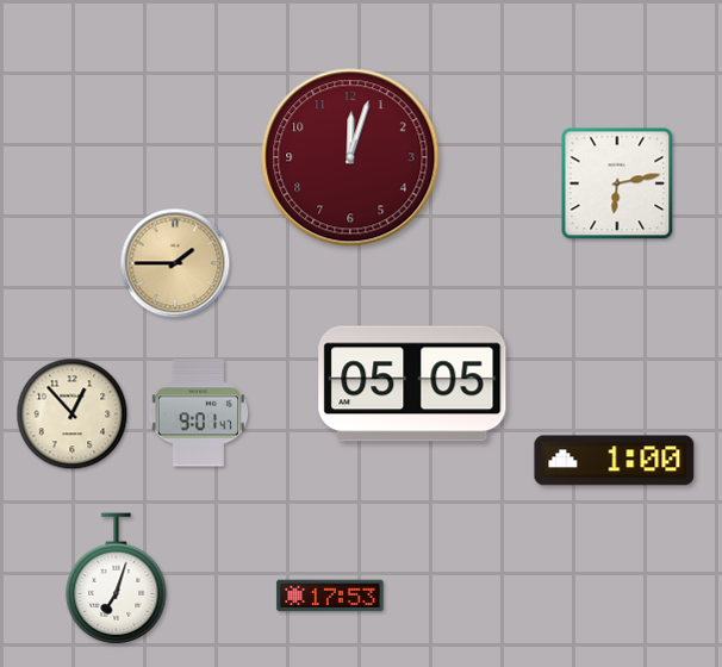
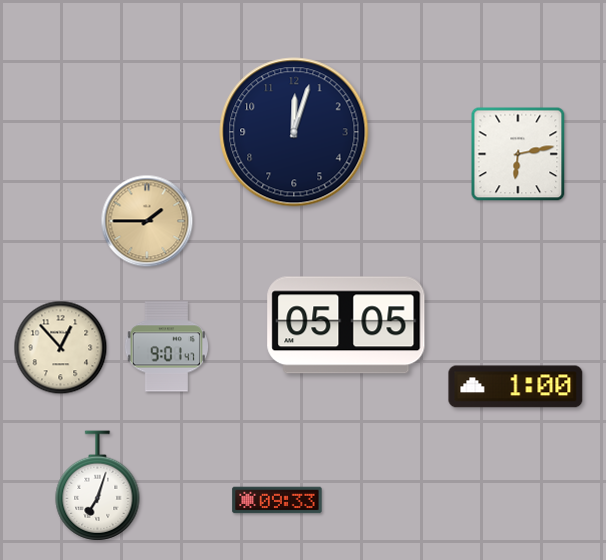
clock at (350, 157) dial: burgundy -> navy
clock at (412, 384) position: (412, 384) -> (346, 325)
clock at (330, 596): 17:53 -> 09:33
